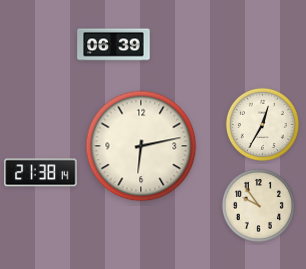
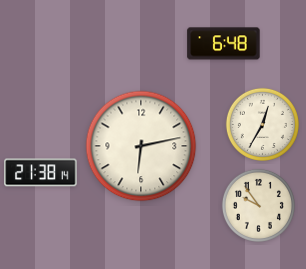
clock at (224, 44): none -> 6:48
clock at (114, 45): 06:39 -> none
